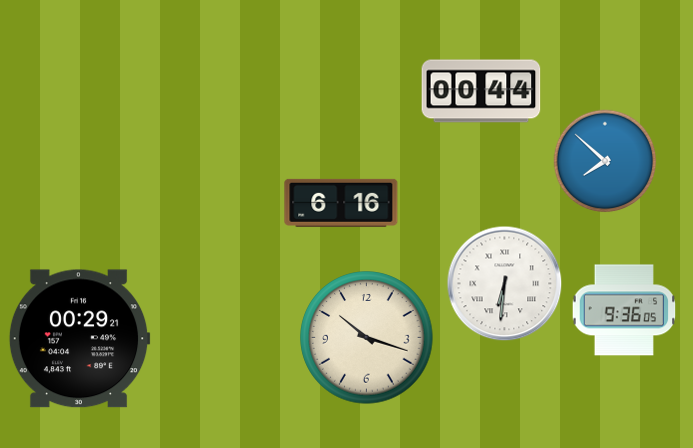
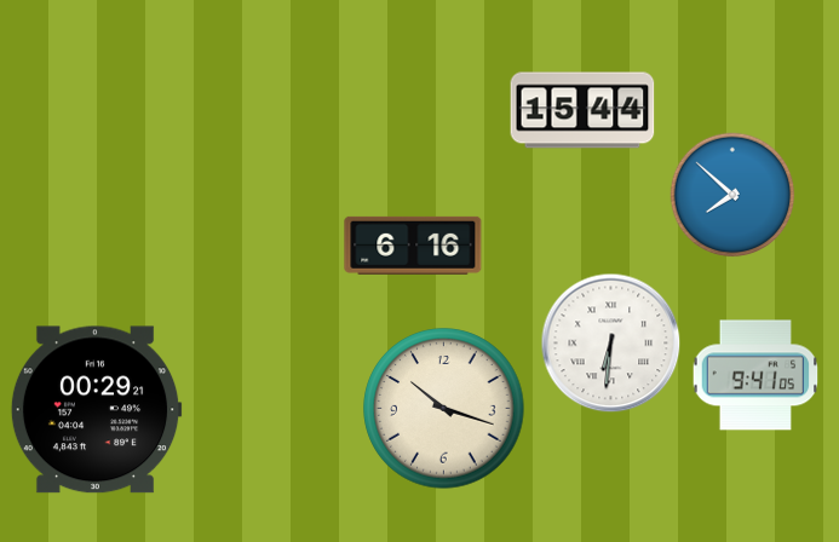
clock at (481, 91): 00:44 -> 15:44
clock at (624, 310): 9:36 -> 9:41
